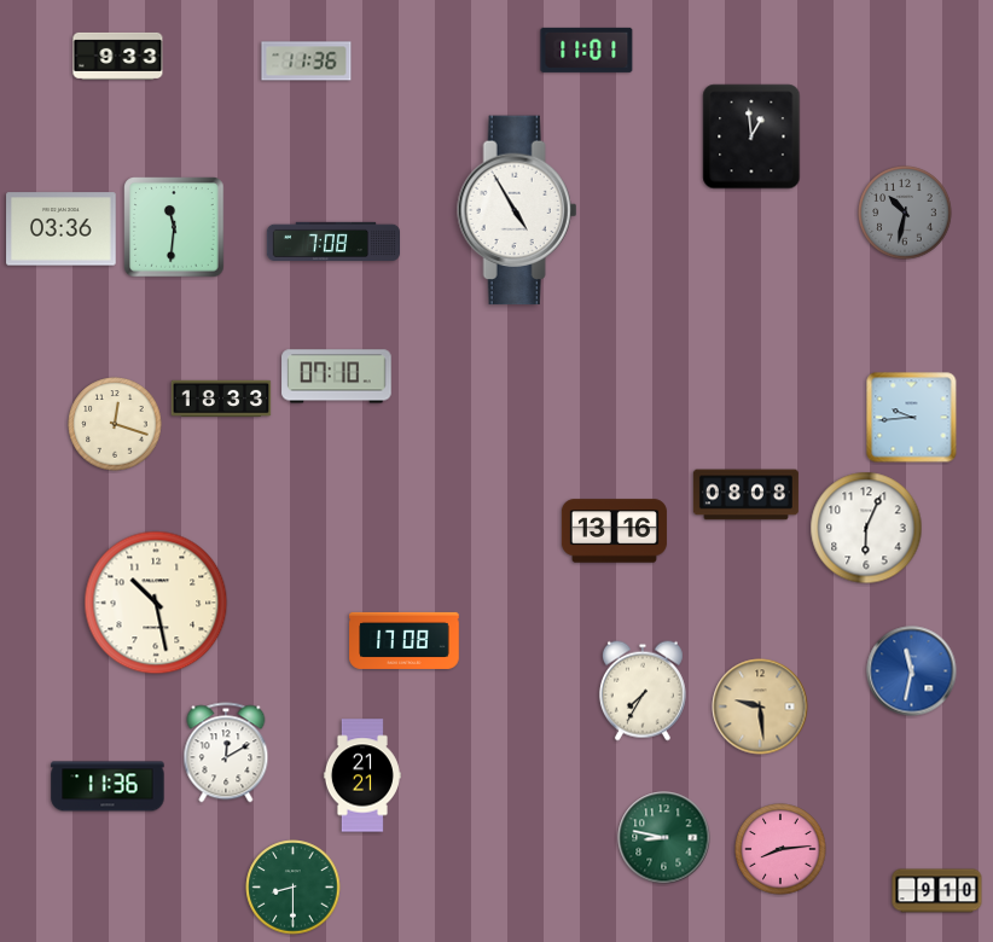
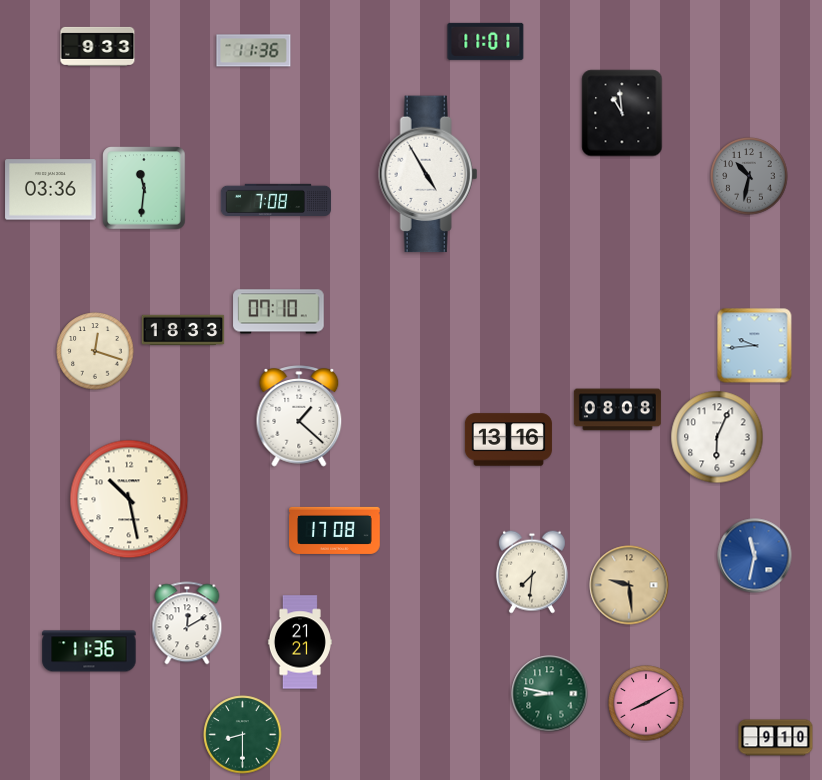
clock at (751, 136): 12:59 -> 10:59
clock at (299, 416): none -> 1:22
clock at (643, 691): 7:35 -> 7:31
clock at (780, 849): 8:14 -> 8:10
